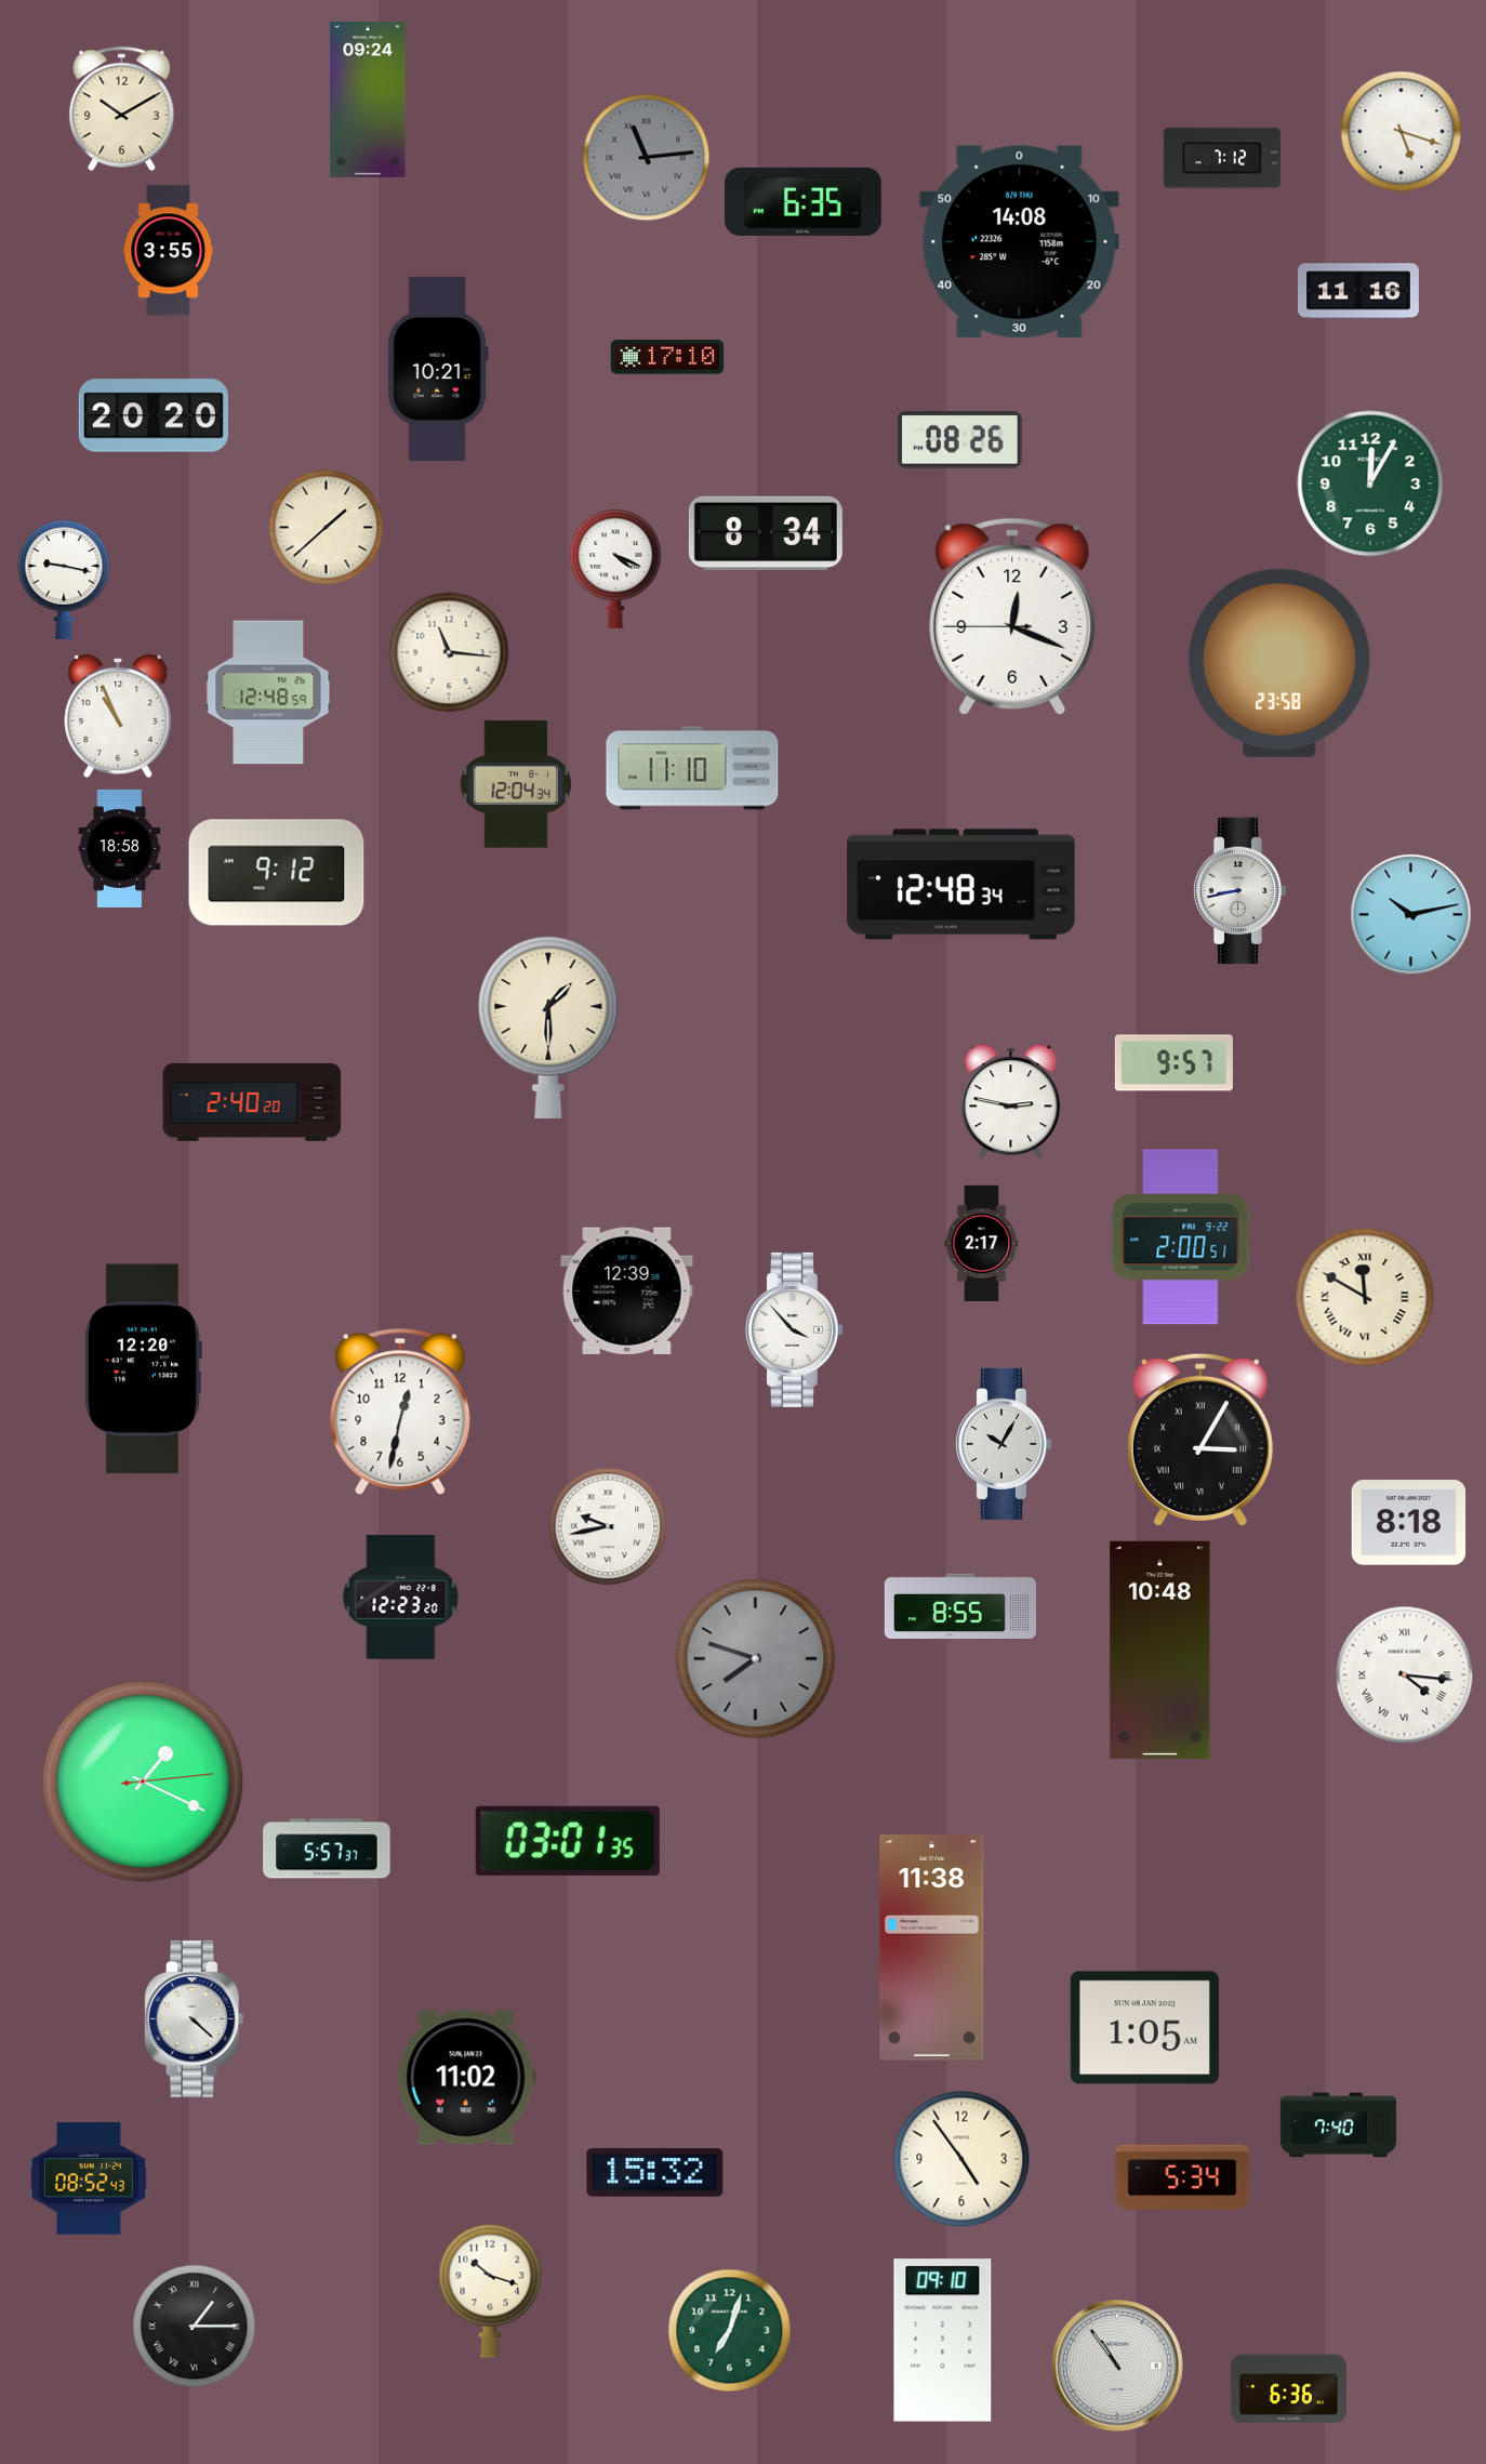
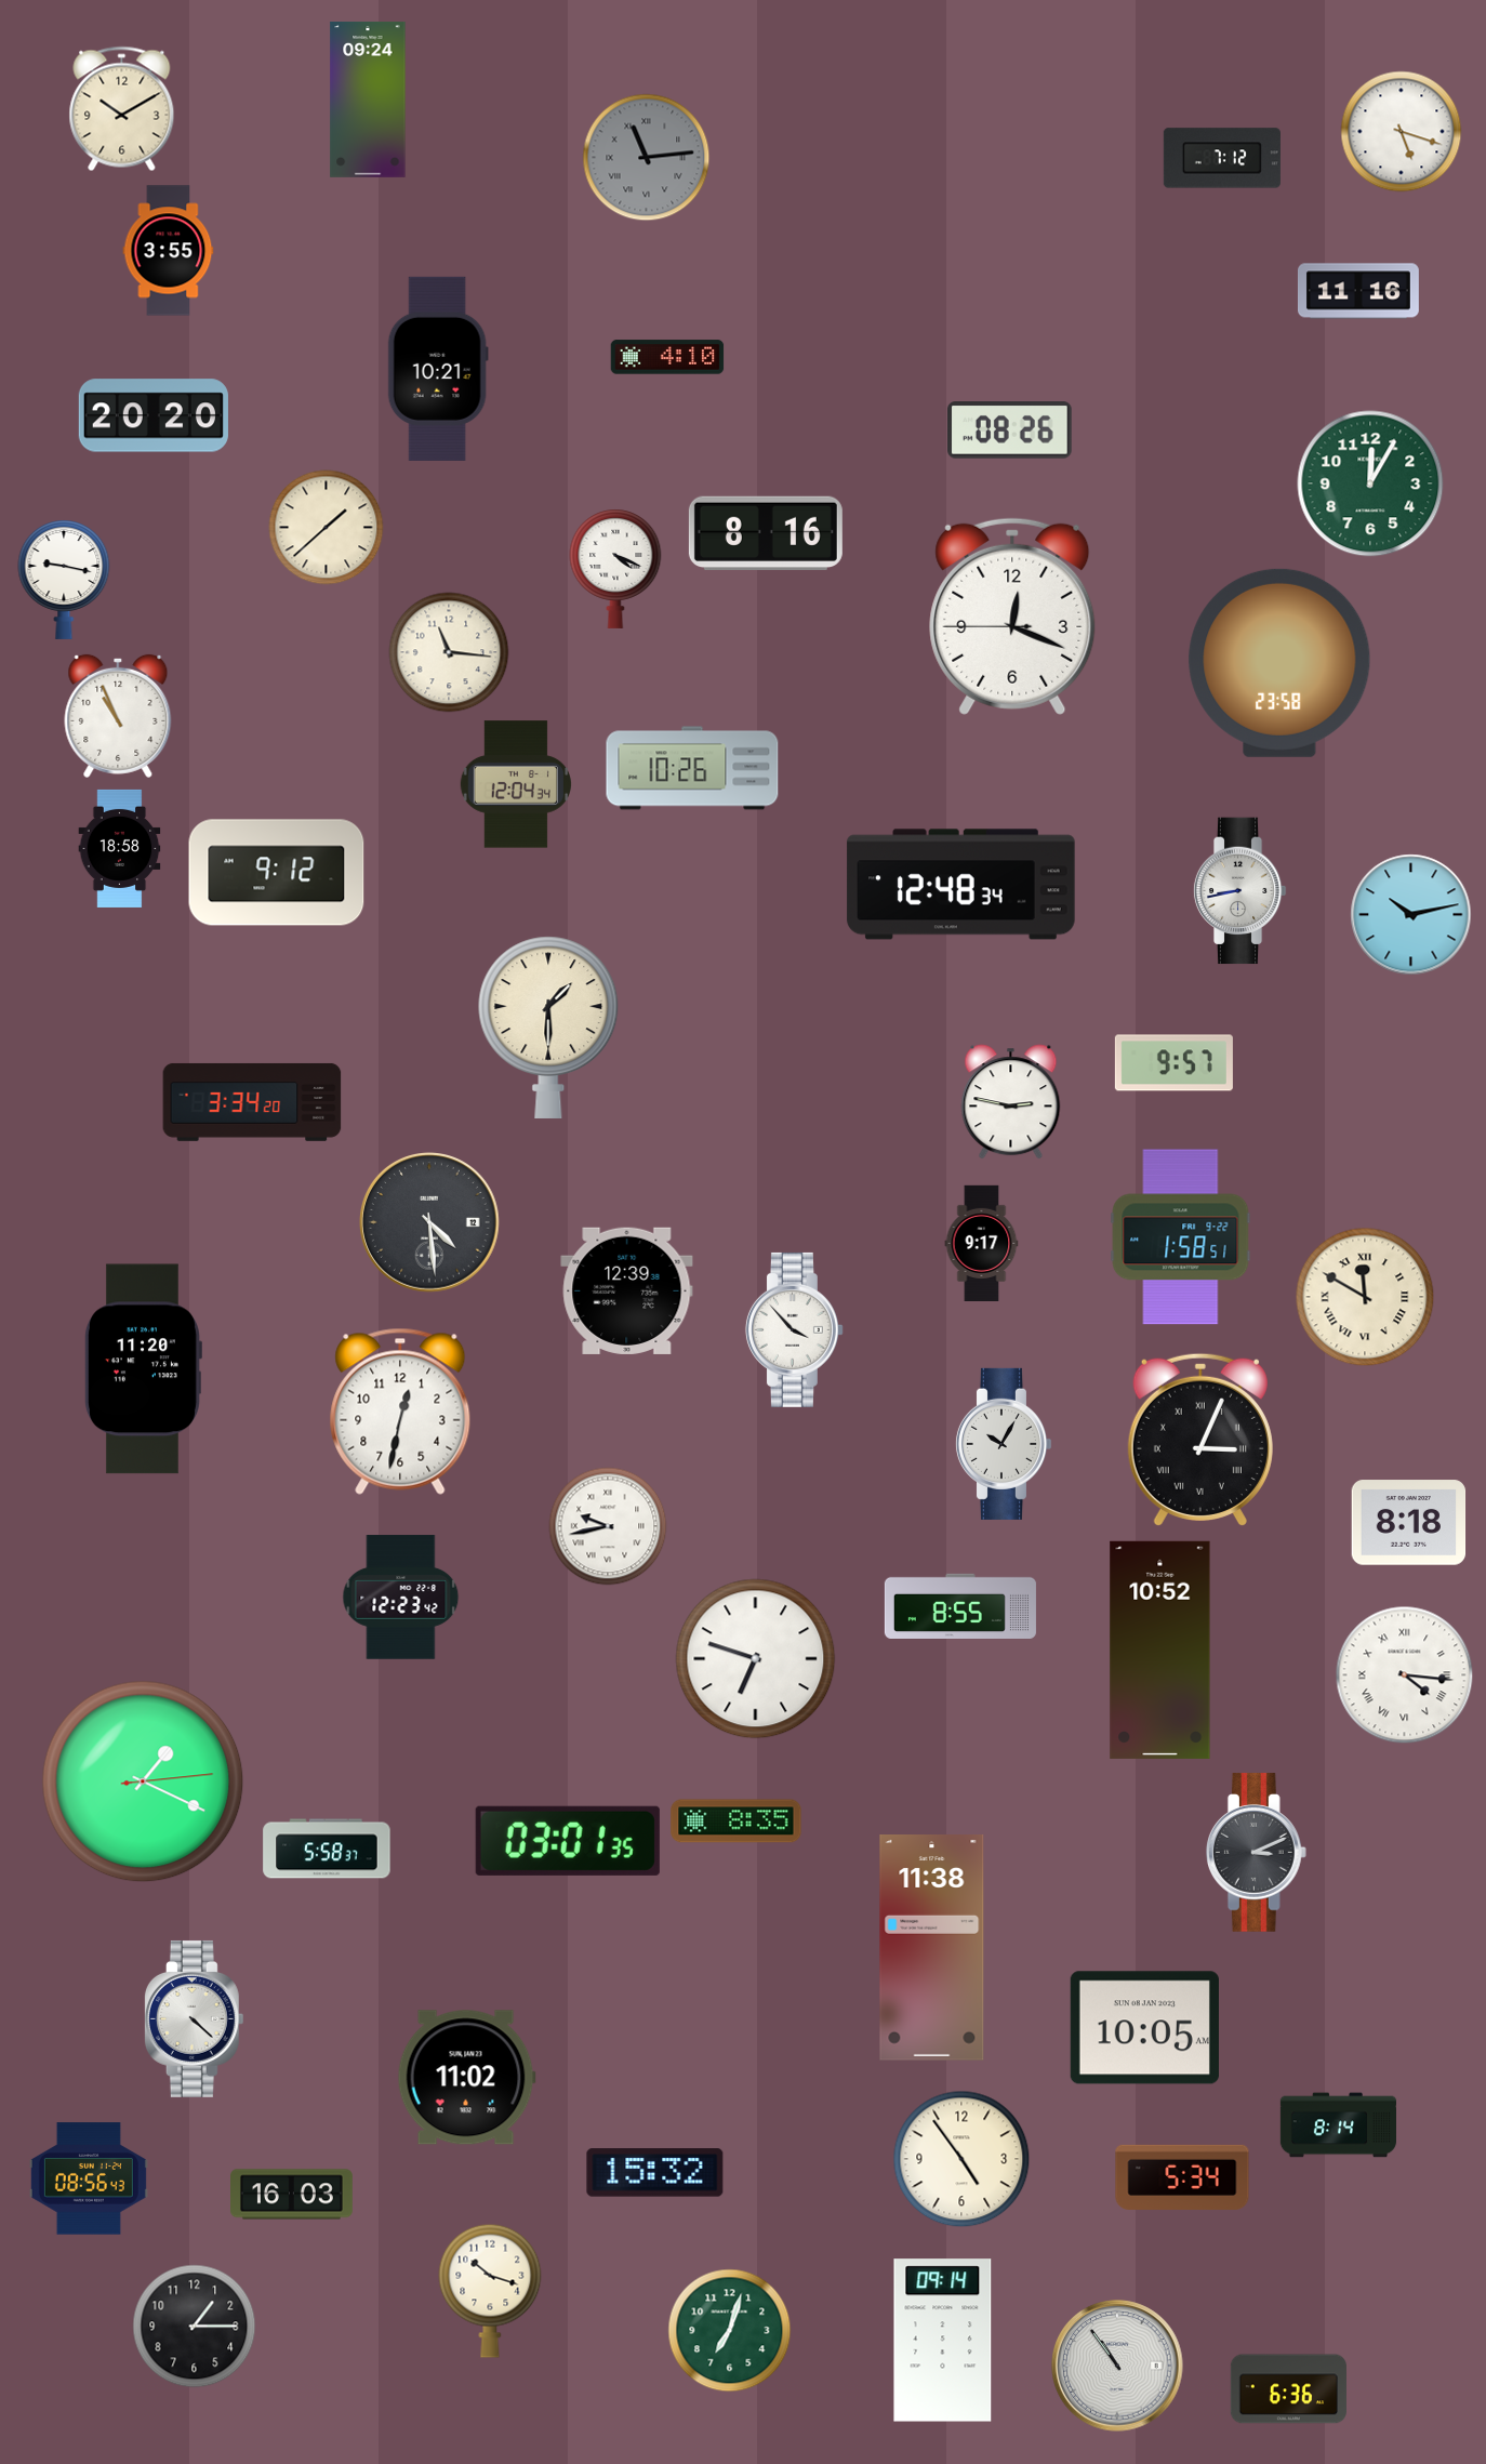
clock at (802, 201): 6:35 -> none
clock at (1020, 242): 14:08 -> none
clock at (667, 357): 17:10 -> 4:10
clock at (960, 440) position: (960, 440) -> (1010, 430)
clock at (766, 533): 8:34 -> 8:16
clock at (268, 692): 12:48 -> none
clock at (692, 768): 11:10 -> 10:26
clock at (252, 1102): 2:40 -> 3:34
clock at (430, 1223): none -> 4:29
clock at (1181, 1237): 2:00 -> 1:58
clock at (982, 1243): 2:17 -> 9:17
clock at (143, 1369): 12:20 -> 11:20
clock at (1200, 1439): 3:05 -> 3:04
clock at (401, 1598): 12:23:20 -> 12:23:42
clock at (1160, 1650): 10:48 -> 10:52
clock at (756, 1659): 7:48 -> 6:48
clock at (756, 1659) dial: grey -> white
clock at (737, 1821): none -> 8:35
clock at (327, 1849): 5:57 -> 5:58
clock at (1256, 1853): none -> 3:11
clock at (1144, 2028): 1:05 -> 10:05
clock at (1338, 2125): 7:40 -> 8:14
clock at (89, 2178): 08:52 -> 08:56
clock at (292, 2195): none -> 16:03
clock at (195, 2327) numerals: Roman -> Arabic
clock at (943, 2341): 09:10 -> 09:14
